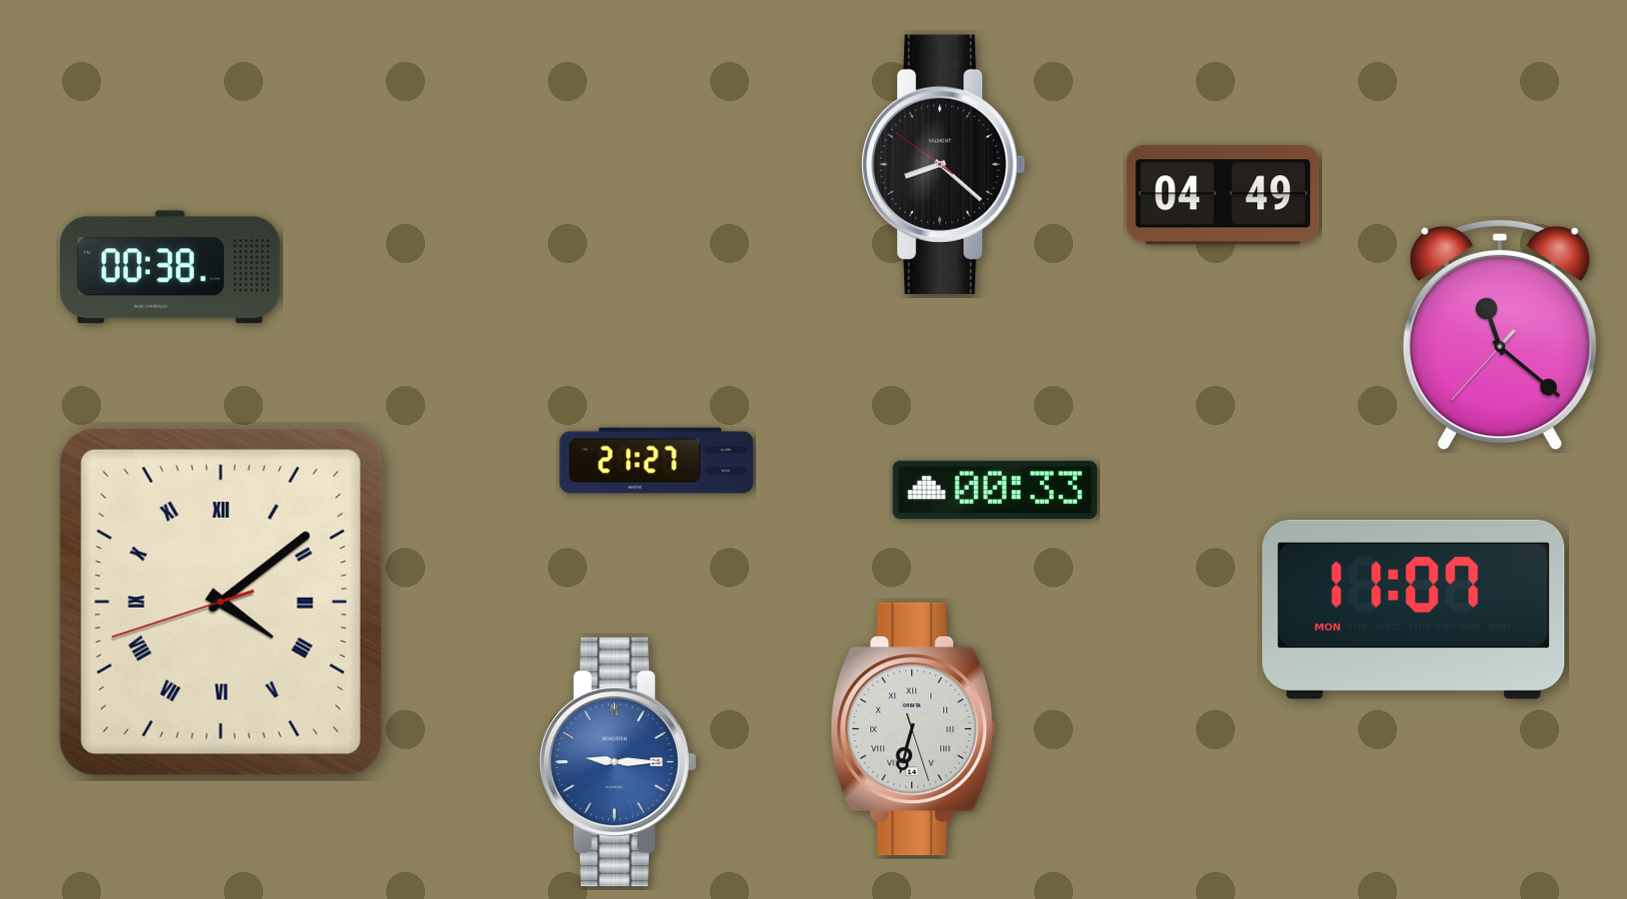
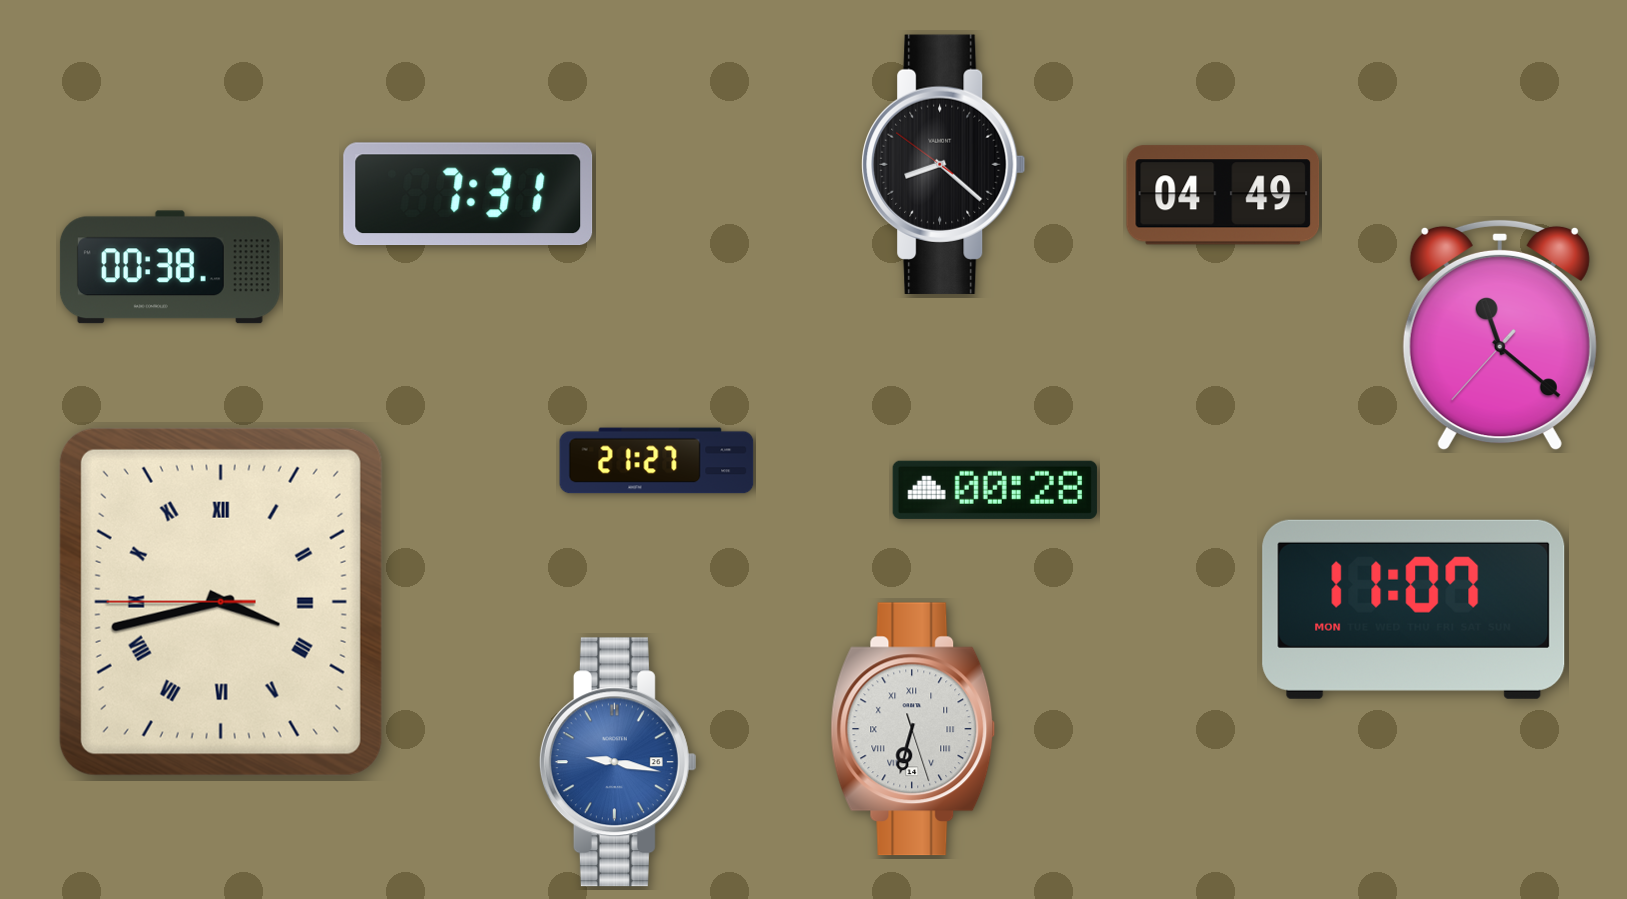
clock at (468, 193): none -> 7:31
clock at (995, 490): 00:33 -> 00:28
clock at (221, 602): 4:08 -> 3:42
clock at (618, 762): 9:15 -> 9:17
